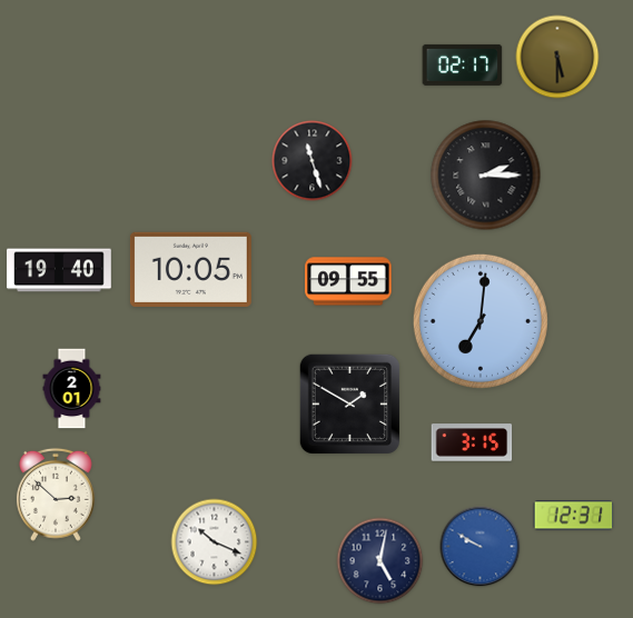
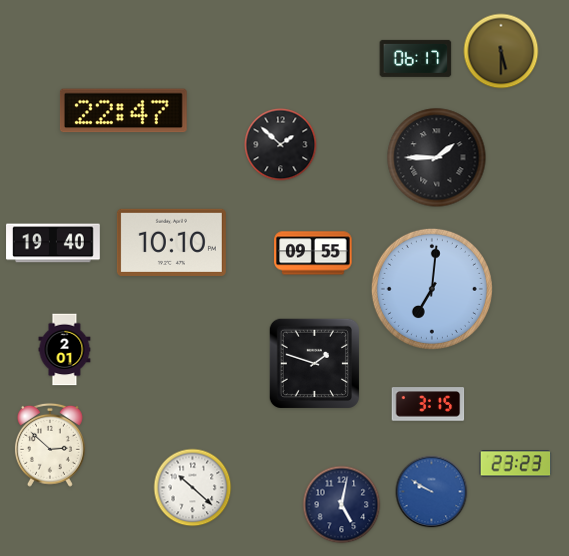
clock at (463, 64): 02:17 -> 06:17
clock at (123, 111): none -> 22:47
clock at (313, 161): 11:27 -> 1:52
clock at (486, 176): 2:15 -> 1:45
clock at (190, 269): 10:05 -> 10:10
clock at (349, 403): 1:50 -> 1:48
clock at (472, 442) position: (472, 442) -> (428, 404)
clock at (574, 516): 12:31 -> 23:23
clock at (215, 542): 10:19 -> 10:22
